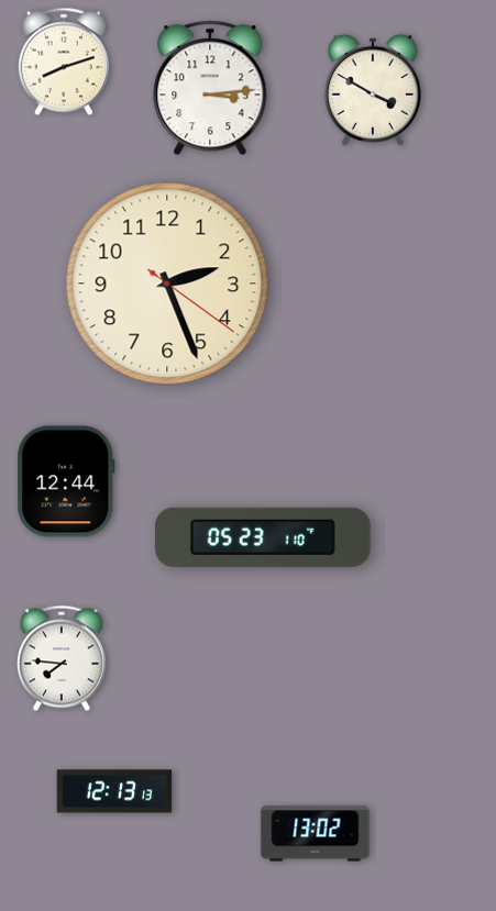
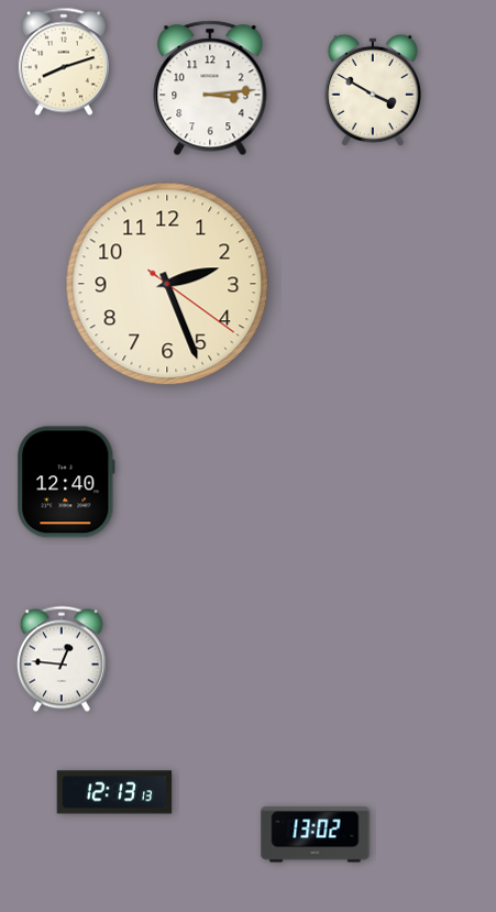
clock at (66, 481): 12:44 -> 12:40
clock at (264, 537): 05:23 -> none
clock at (62, 658): 7:46 -> 12:46
